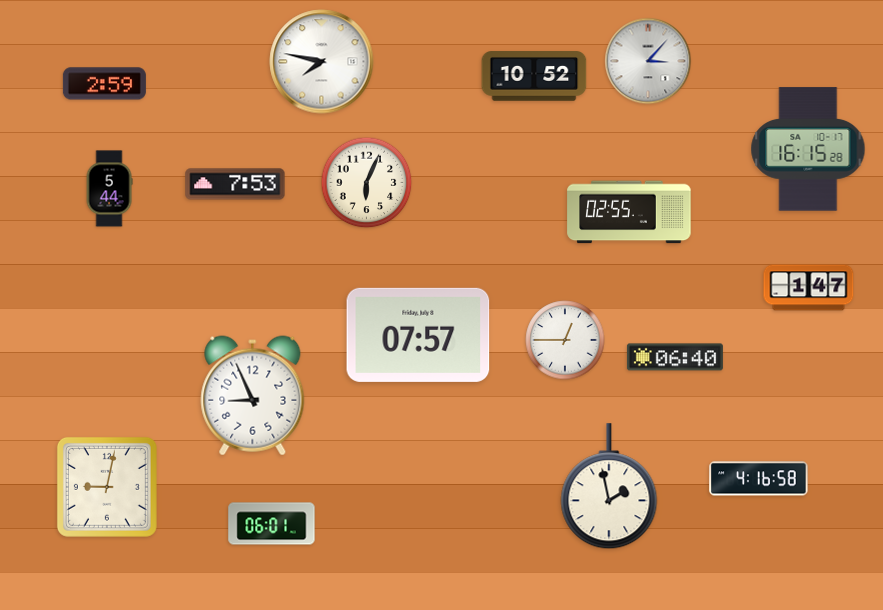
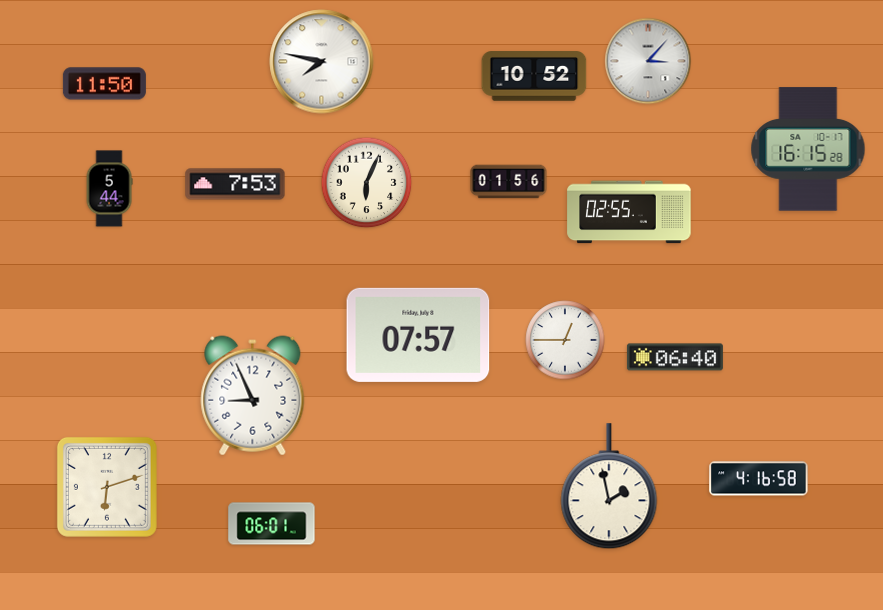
clock at (104, 84): 2:59 -> 11:50
clock at (509, 182): none -> 01:56
clock at (809, 288): 1:47 -> none
clock at (107, 487): 9:02 -> 6:12
